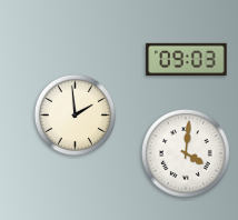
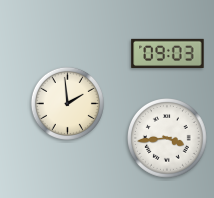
clock at (187, 154): 4:01 -> 3:44
